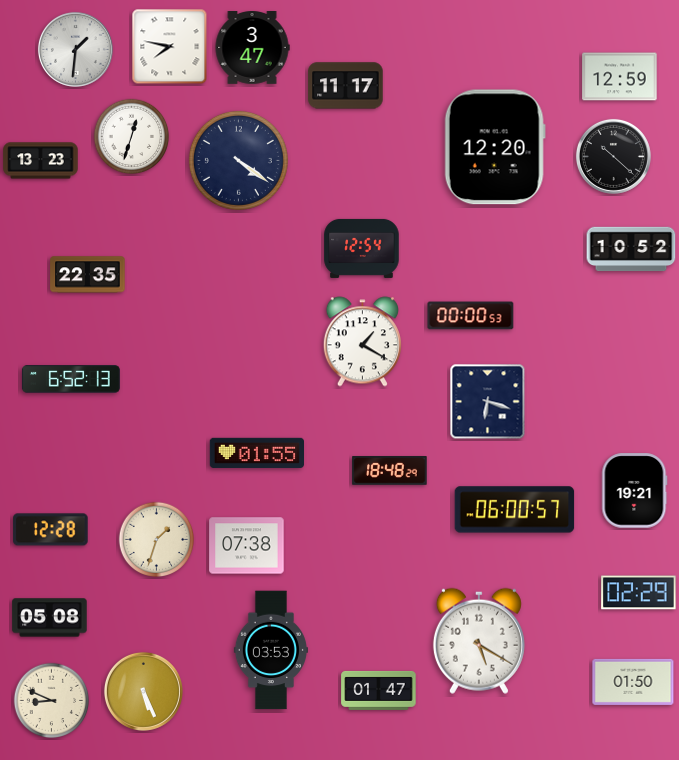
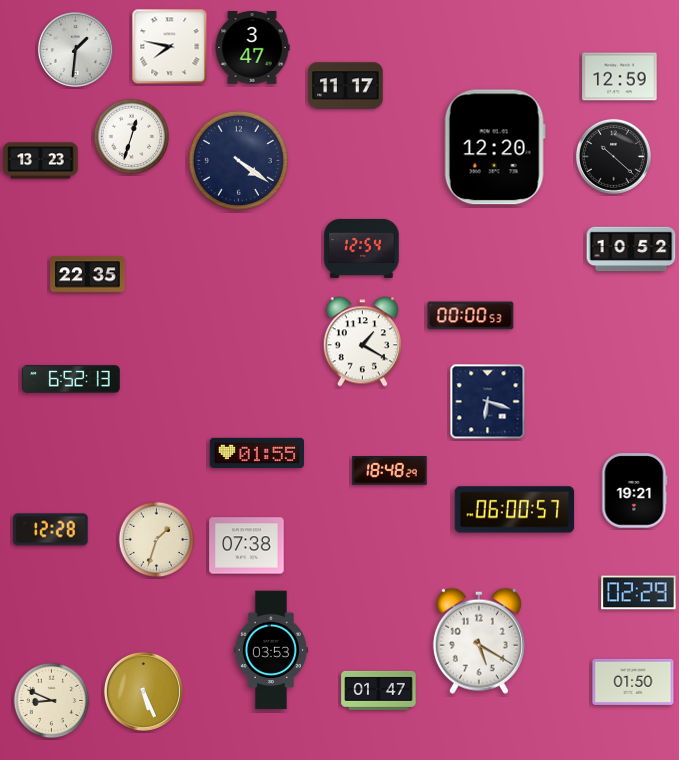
clock at (50, 618): 05:08 -> none
